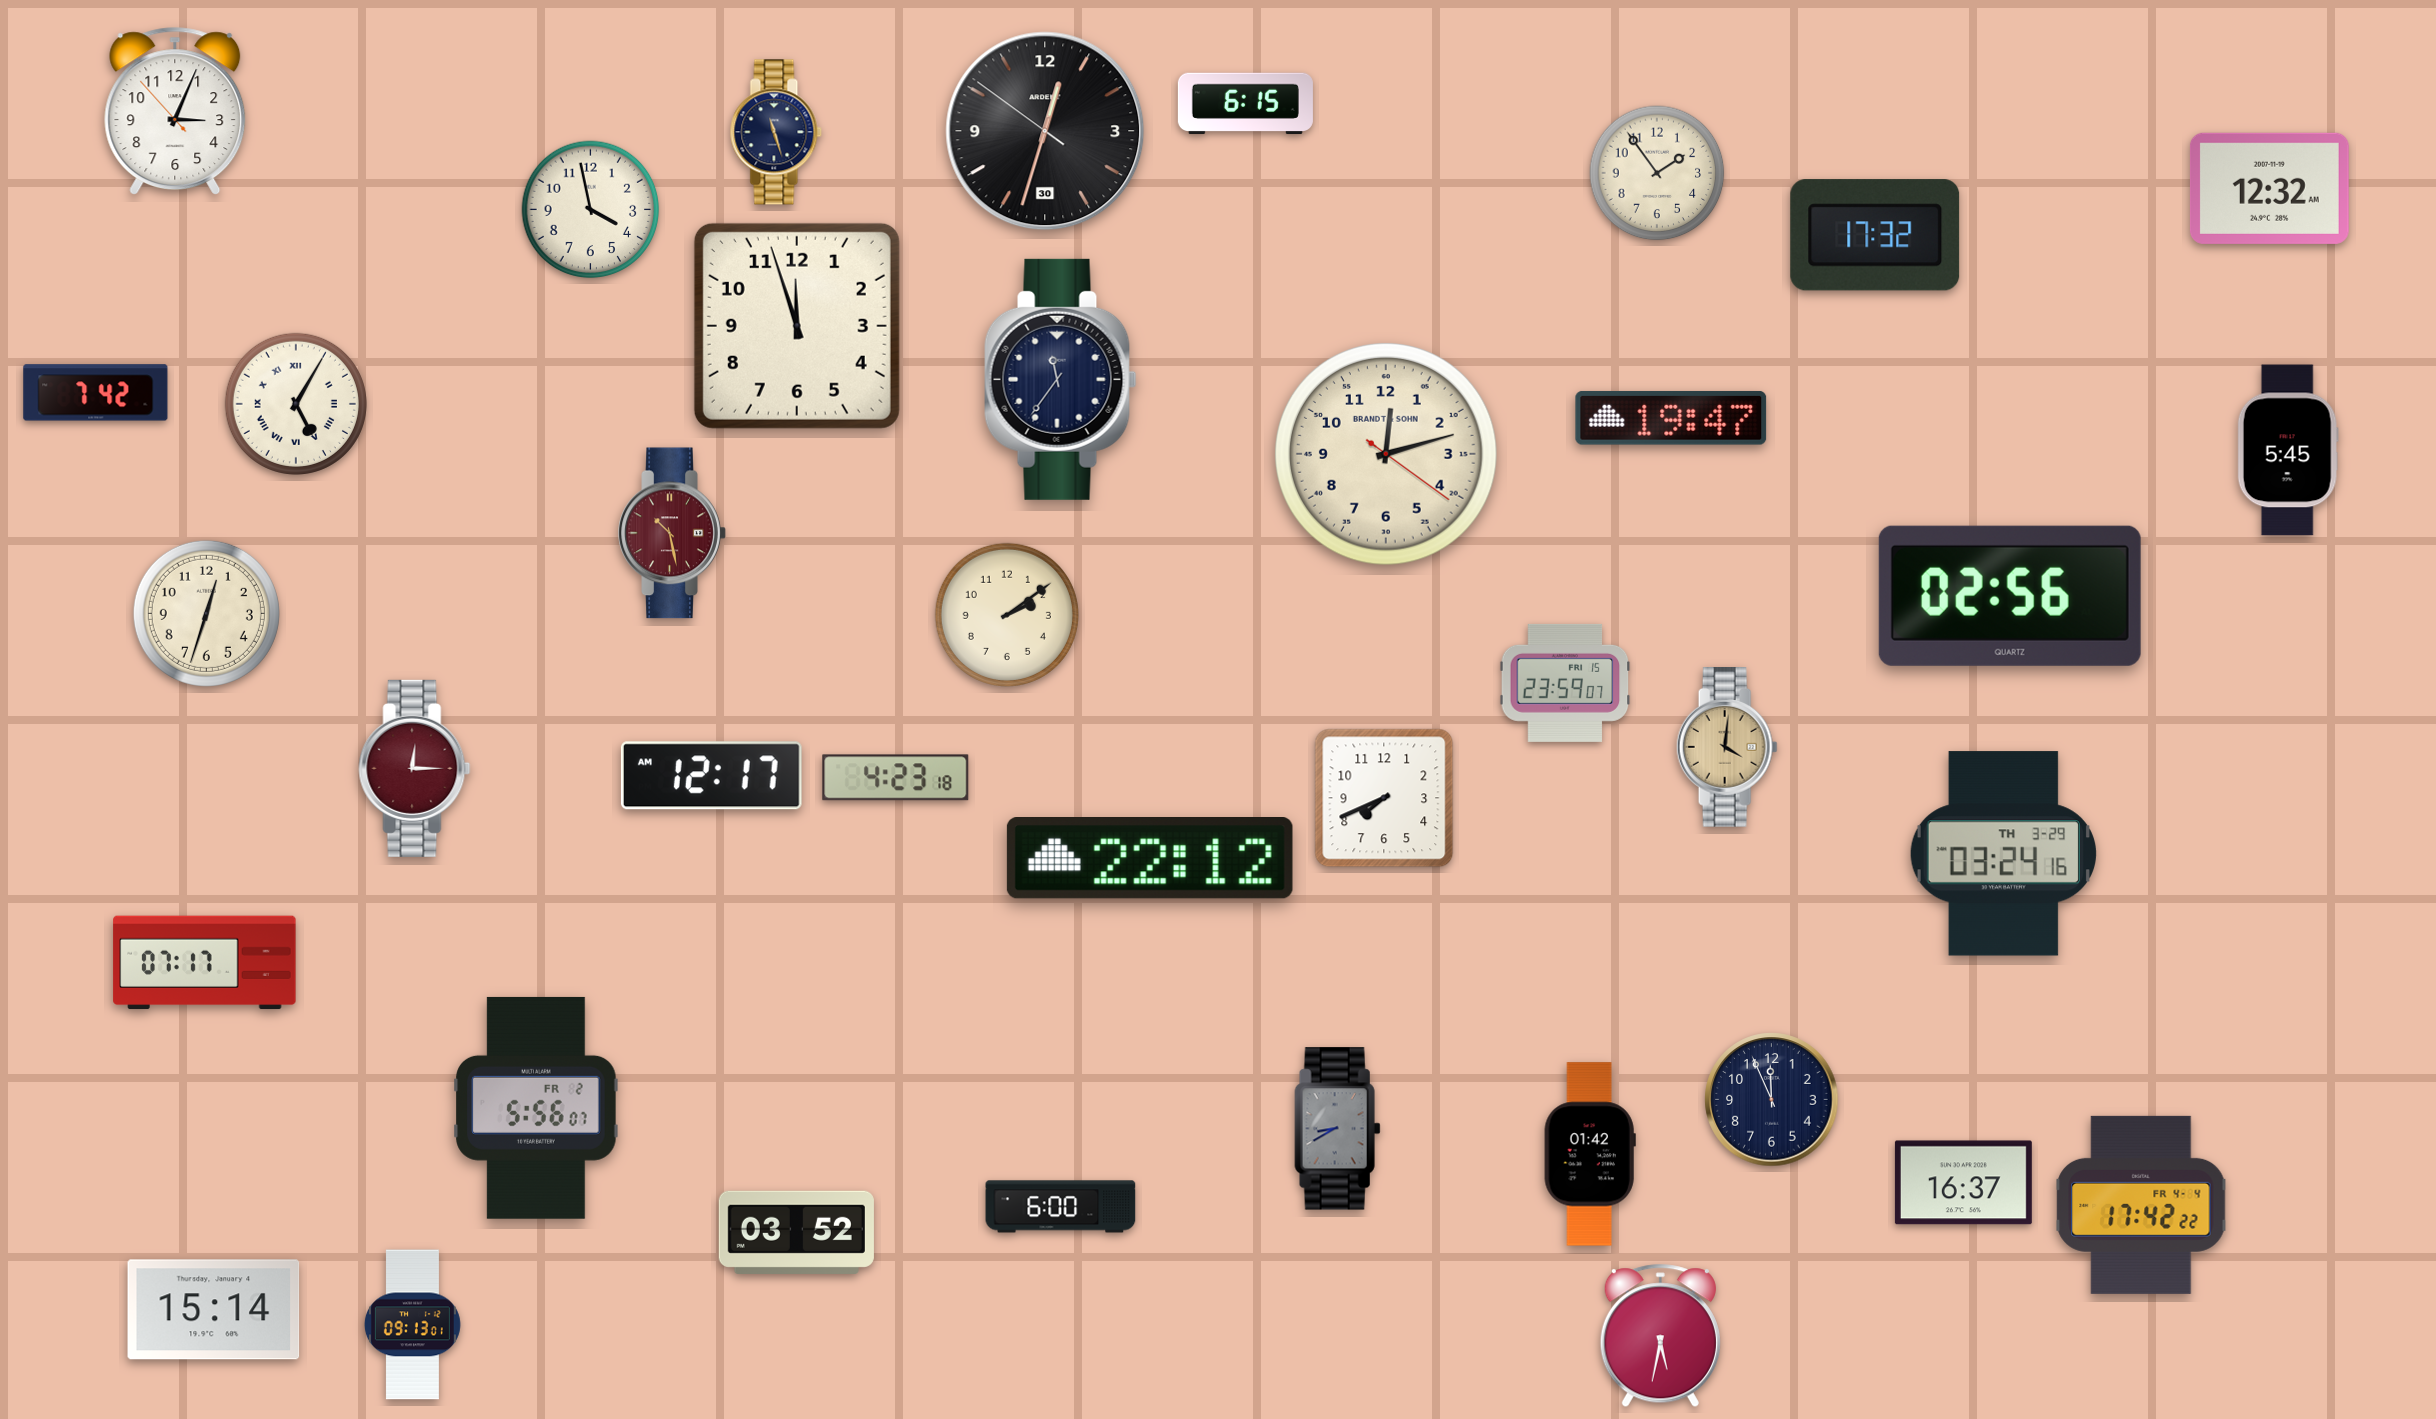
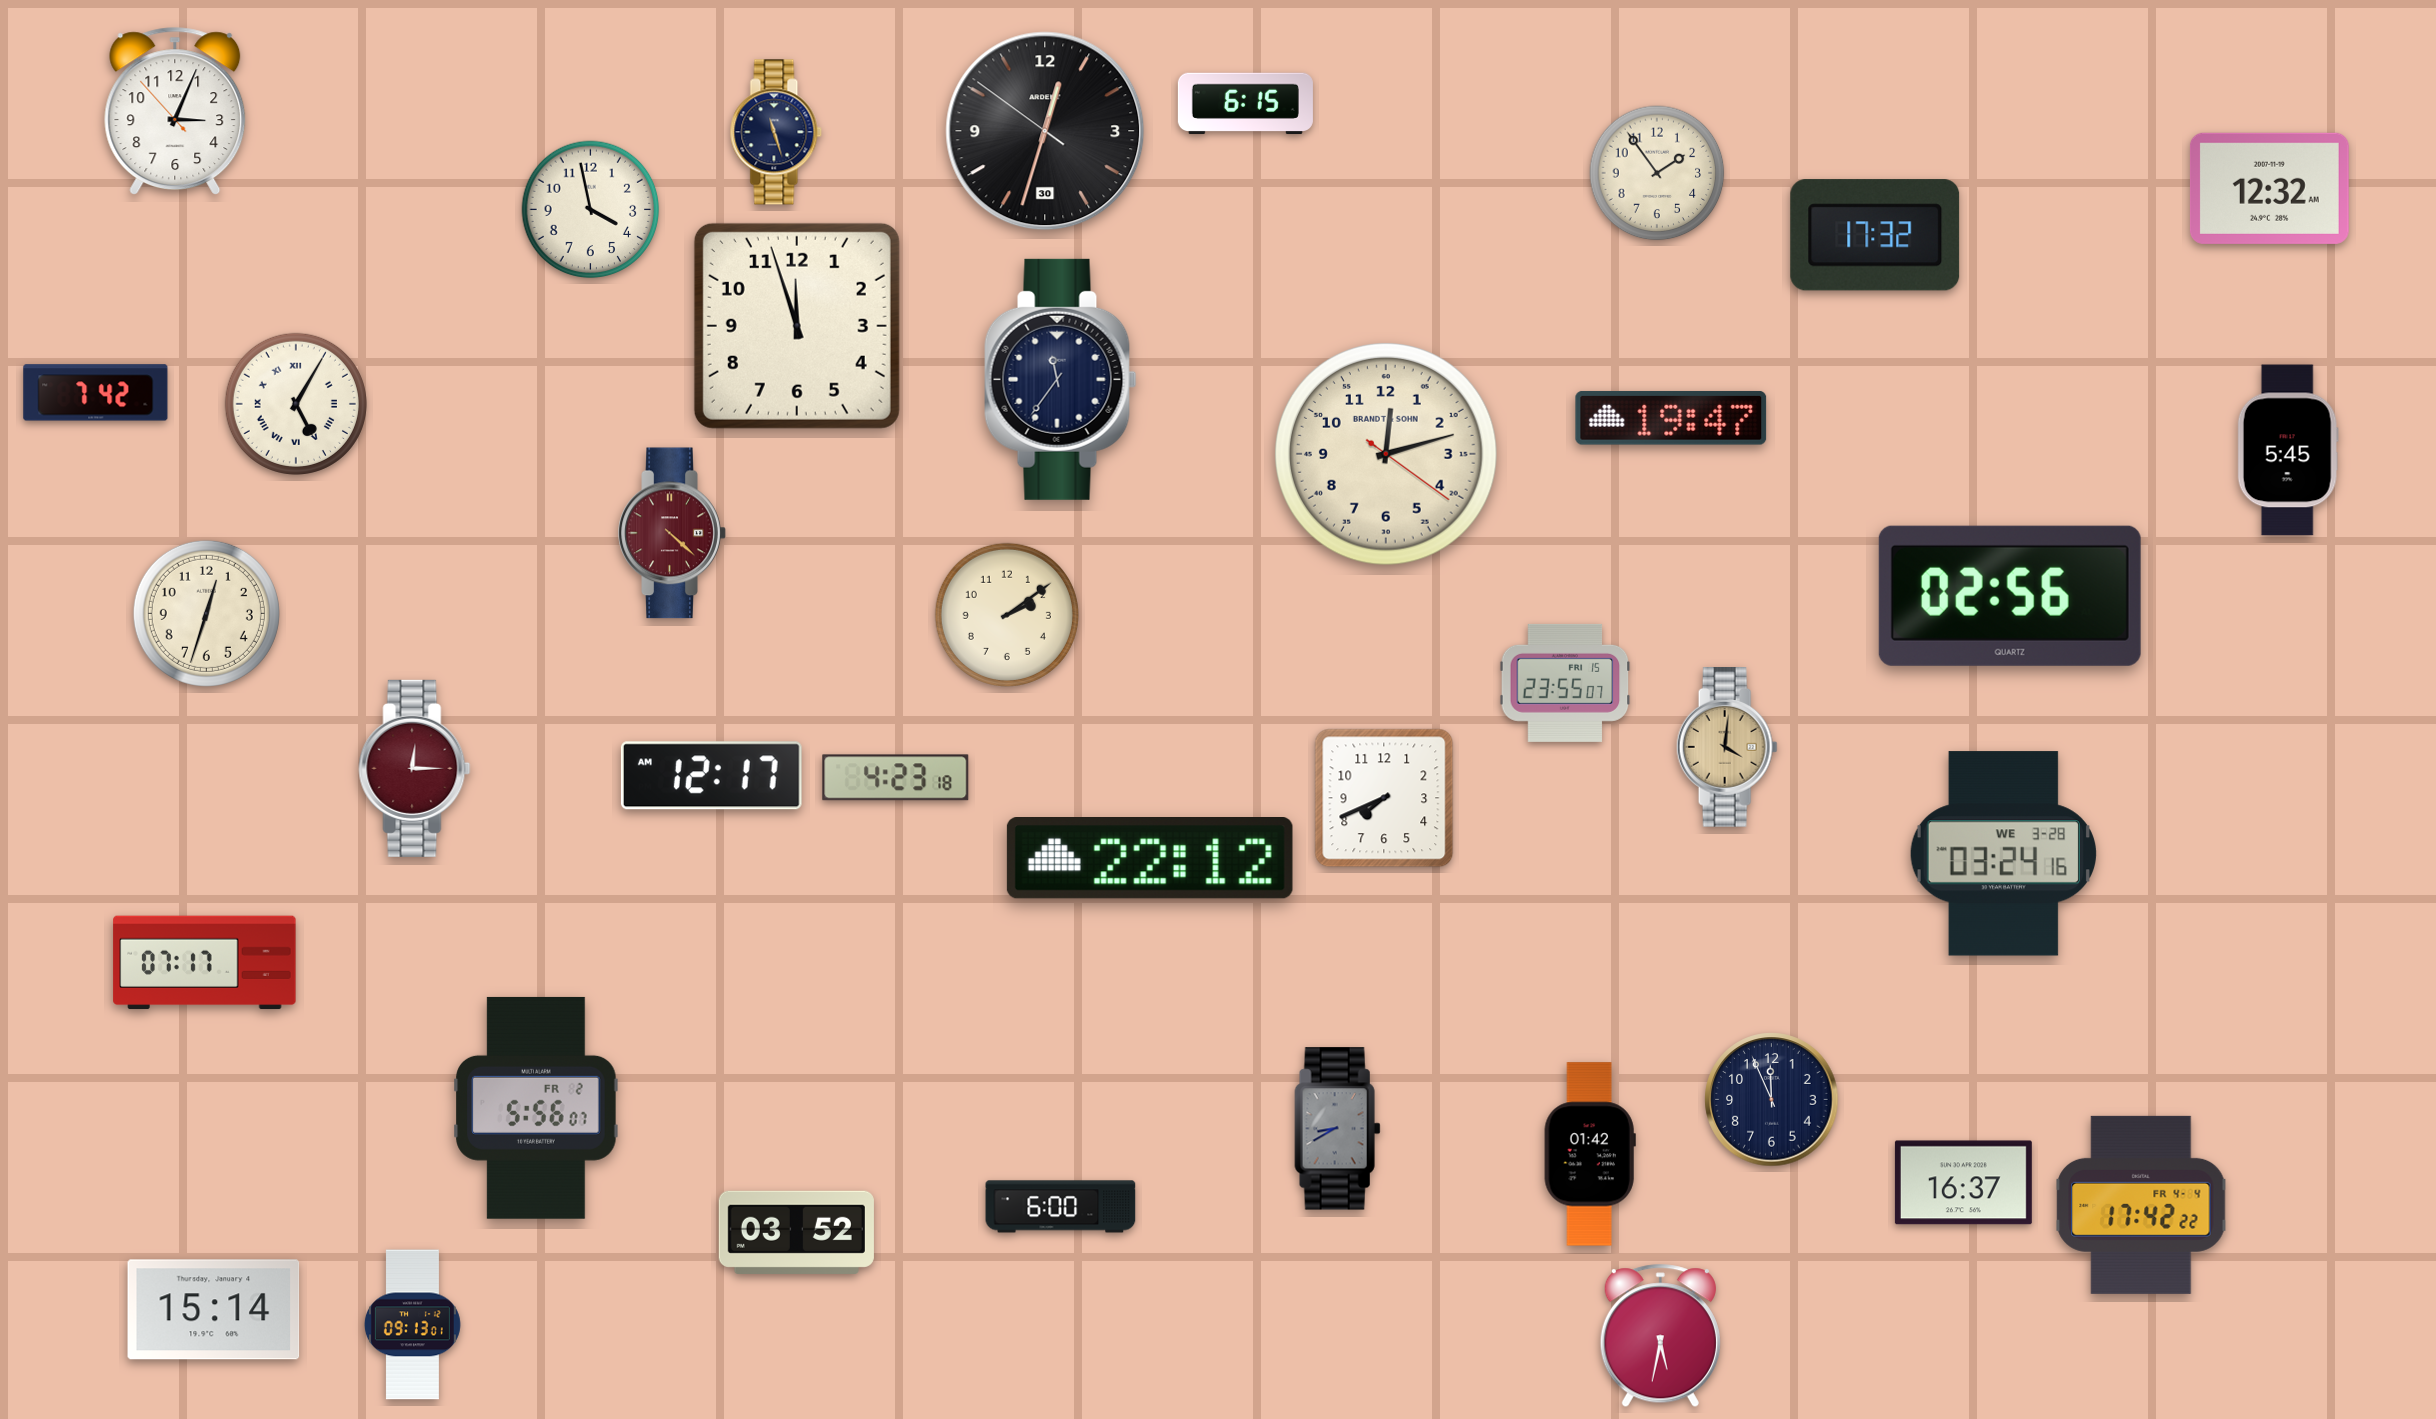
clock at (672, 533): 10:28 -> 4:22
clock at (1565, 683): 23:59 -> 23:55
clock at (2003, 854) date: TH 3-29 -> WE 3-28
